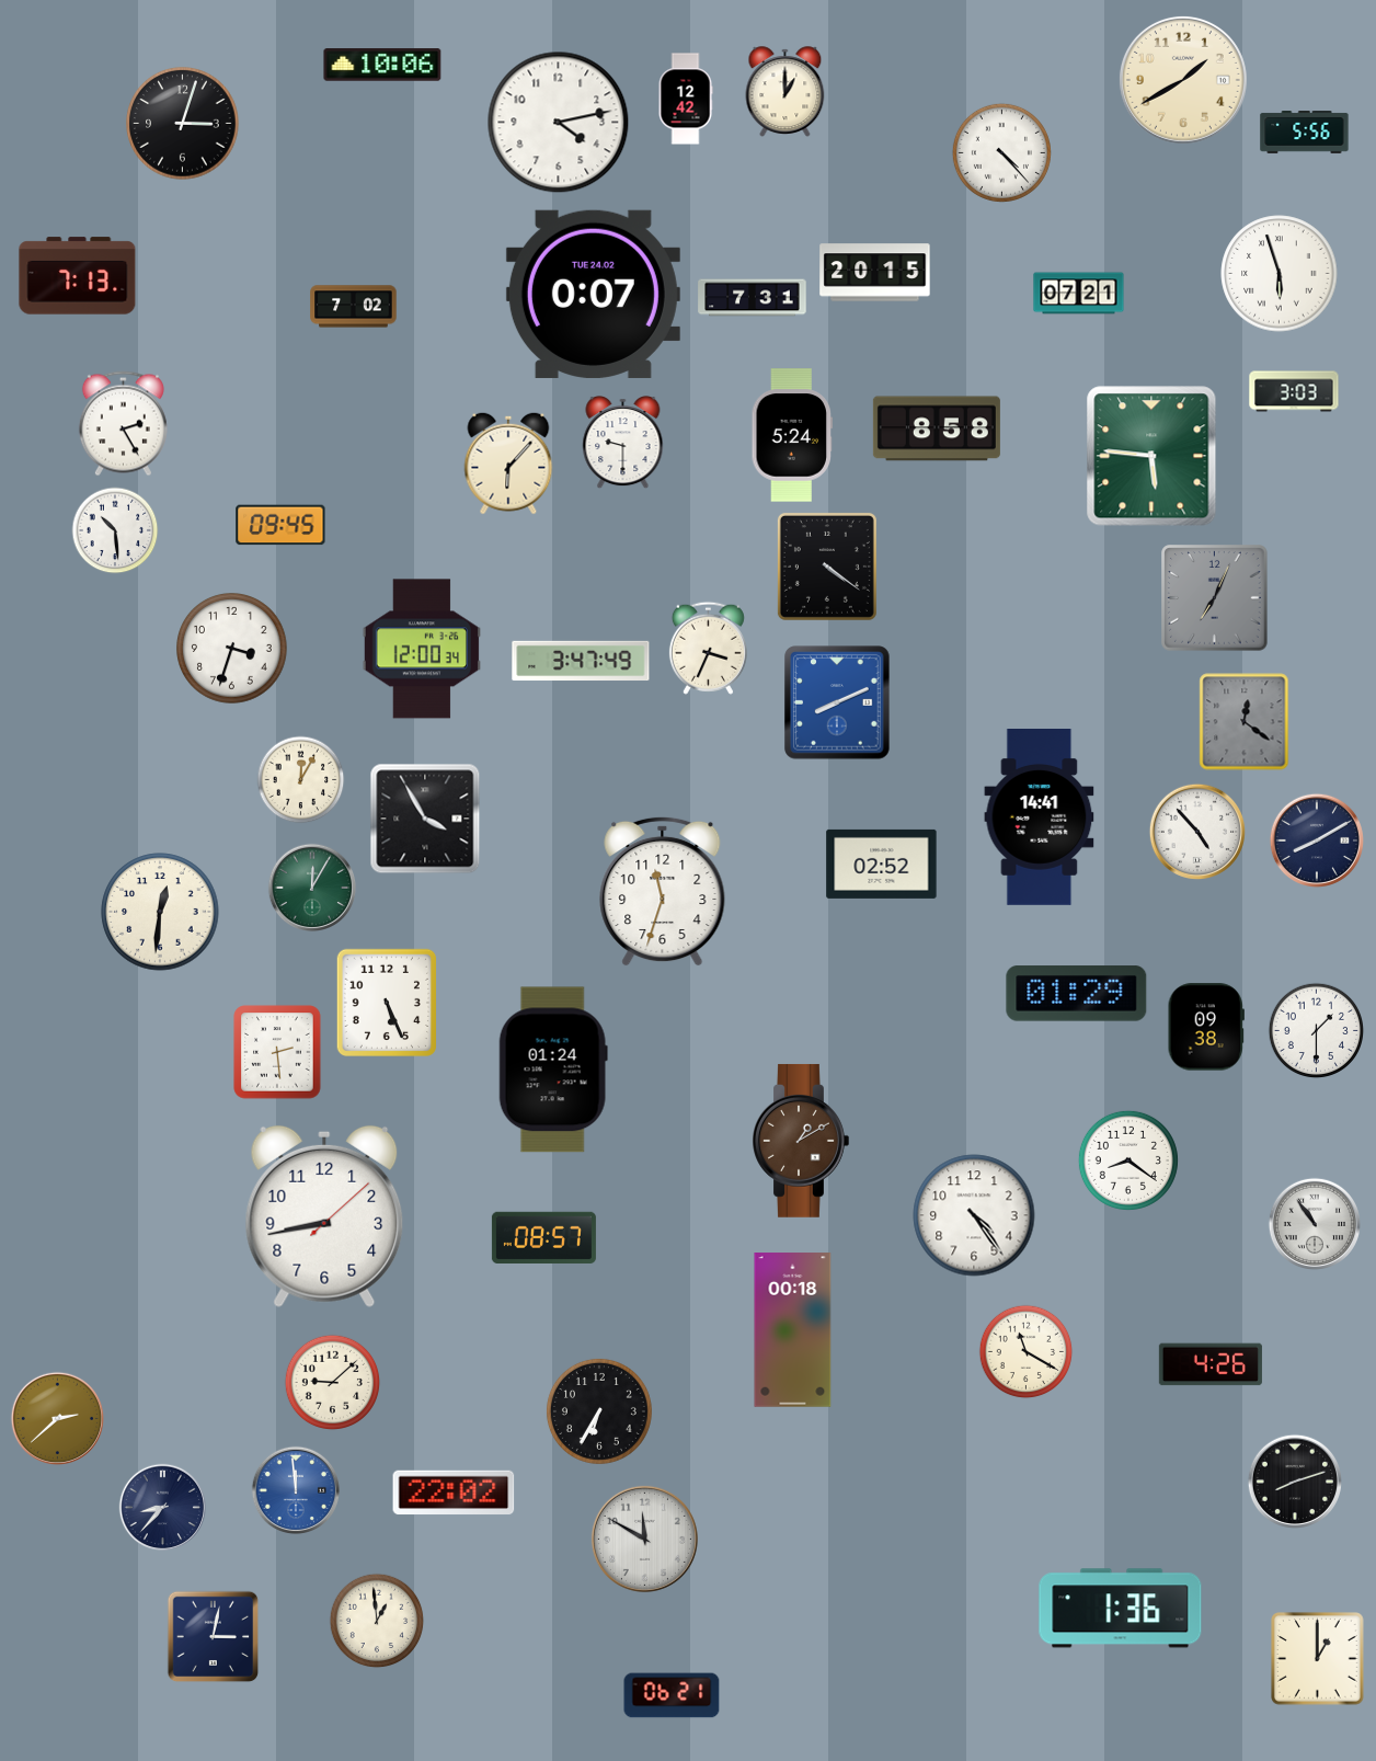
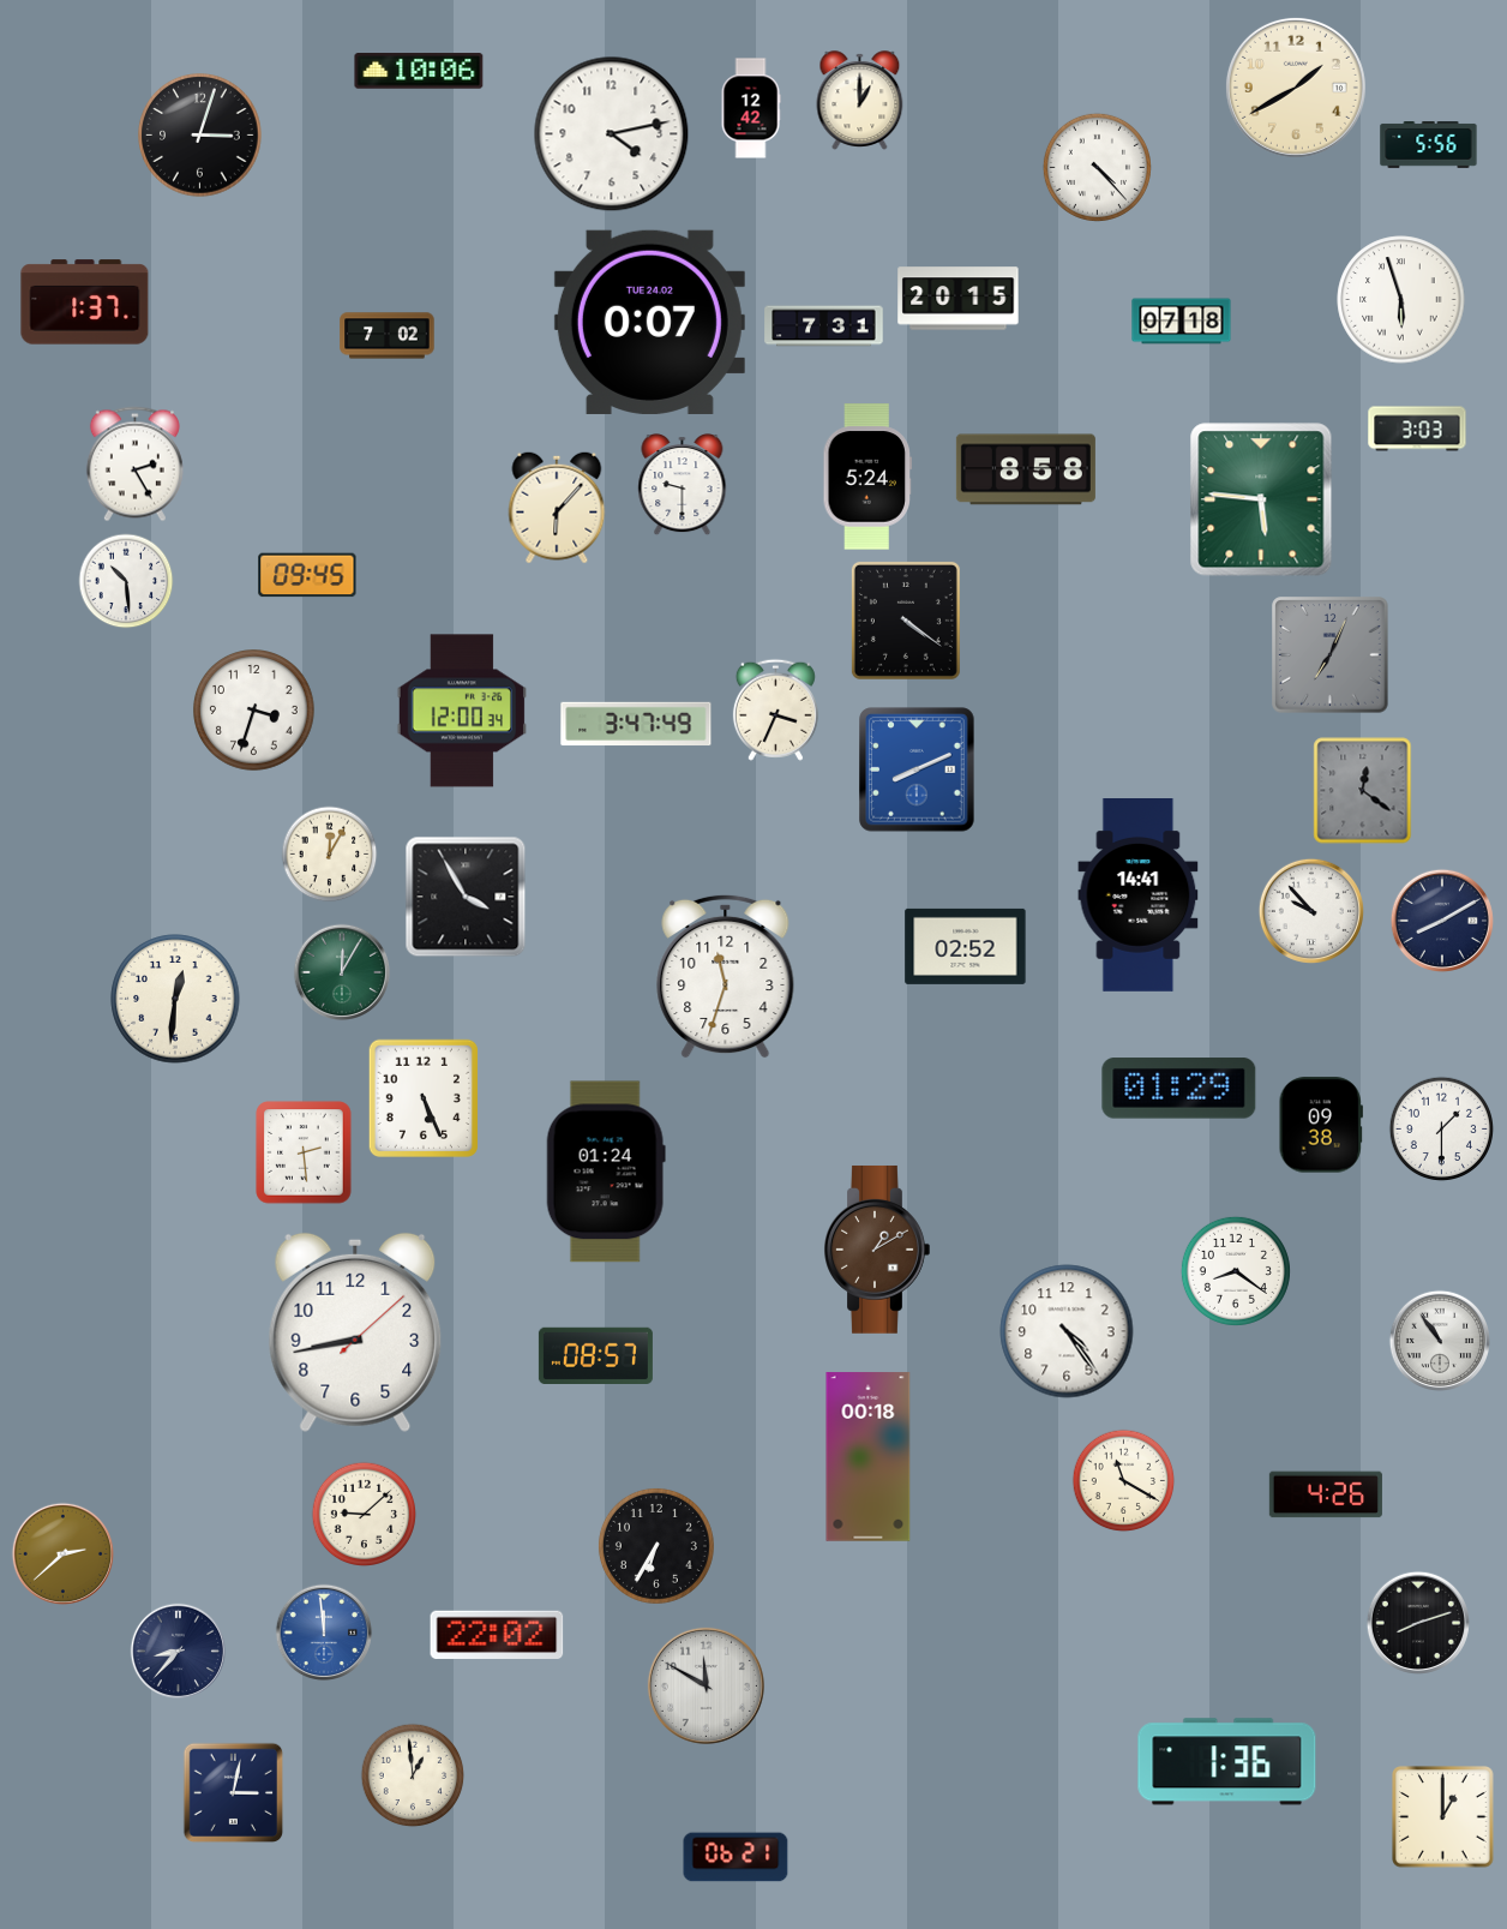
clock at (78, 276): 7:13 -> 1:37
clock at (1079, 294): 07:21 -> 07:18
clock at (1197, 832): 4:53 -> 9:53
